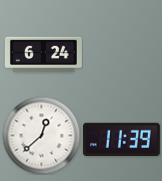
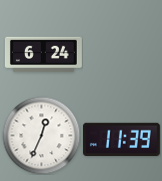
clock at (41, 135): 12:38 -> 12:34
